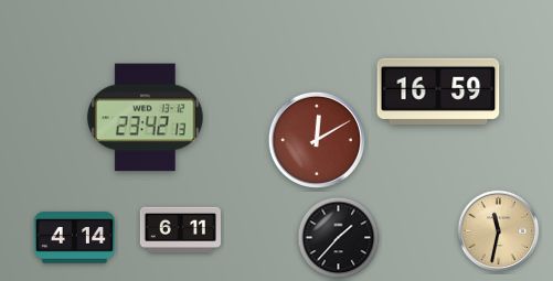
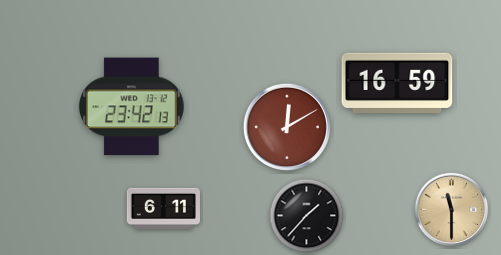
clock at (499, 231): 11:32 -> 11:30
clock at (74, 238): 4:14 -> none
